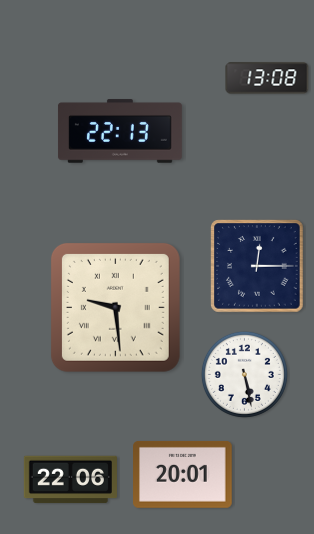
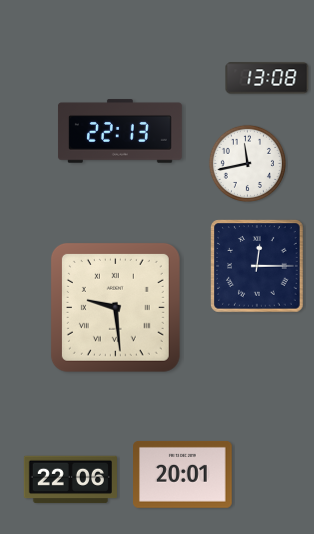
clock at (247, 163): none -> 11:43
clock at (244, 374): 5:28 -> none
